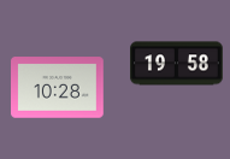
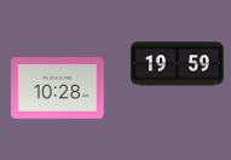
clock at (177, 64): 19:58 -> 19:59
